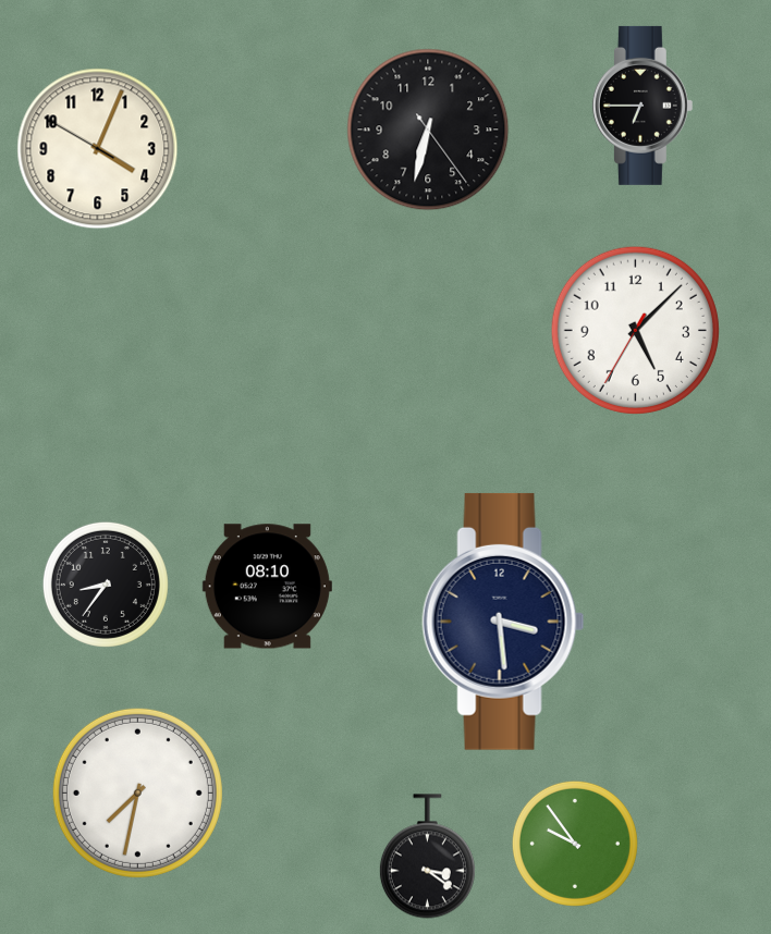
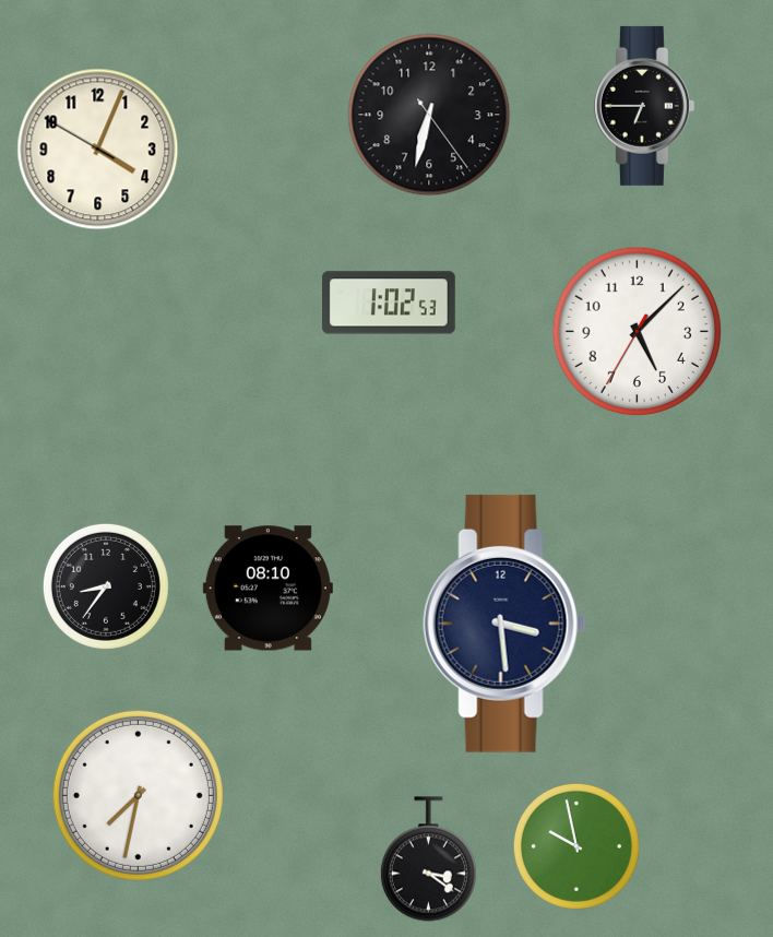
clock at (428, 130) position: (428, 130) -> (429, 115)
clock at (390, 303): none -> 1:02
clock at (575, 844): 9:54 -> 9:58
